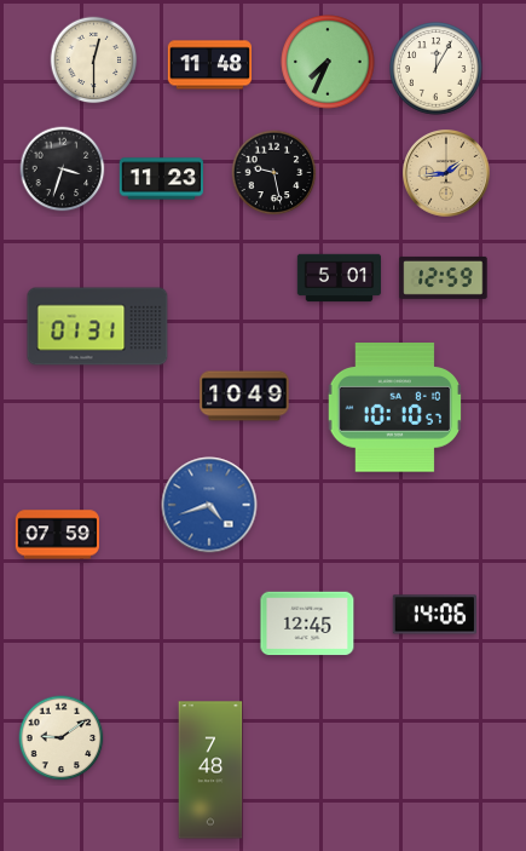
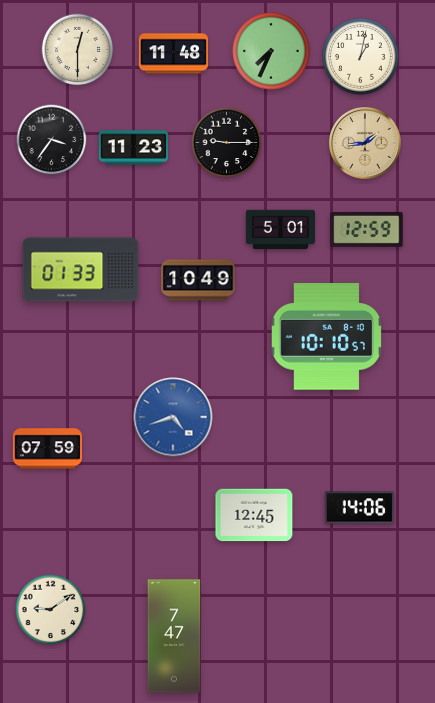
clock at (437, 69): 12:05 -> 1:02
clock at (63, 169): 3:33 -> 3:36
clock at (274, 173): 9:28 -> 9:15
clock at (447, 174) position: (447, 174) -> (366, 144)
clock at (98, 327): 01:31 -> 01:33
clock at (244, 396) position: (244, 396) -> (198, 280)
clock at (57, 535) position: (57, 535) -> (47, 449)
clock at (210, 770): 7:48 -> 7:47
